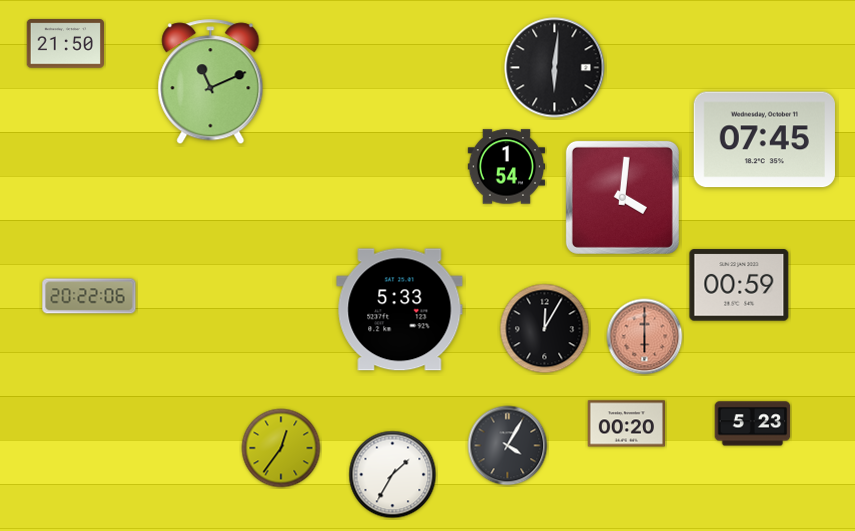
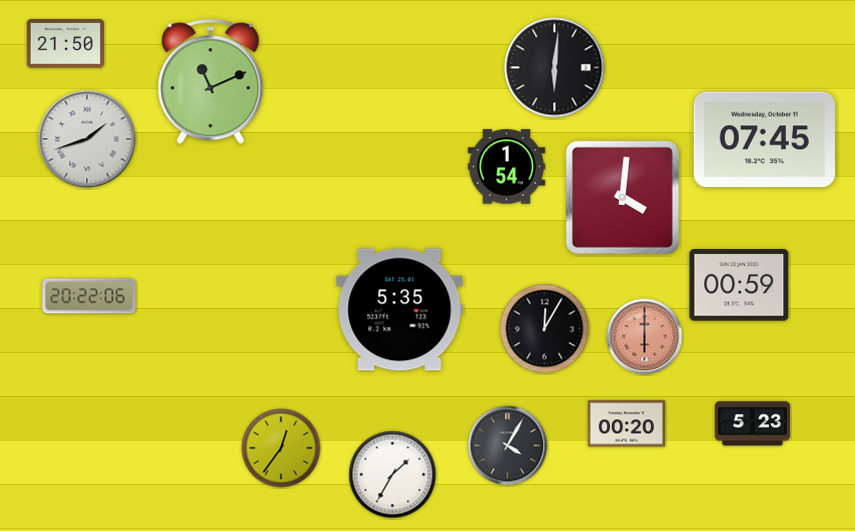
clock at (87, 139): none -> 1:42
clock at (400, 310): 5:33 -> 5:35
